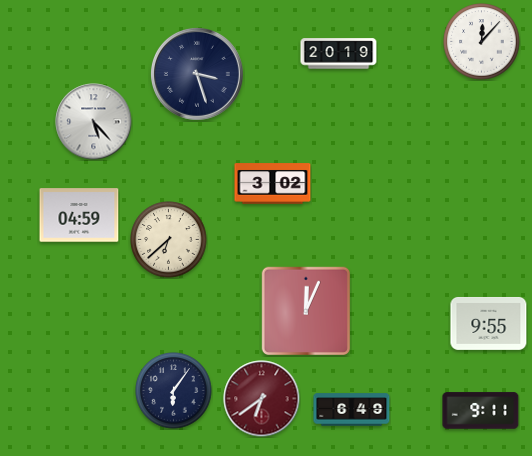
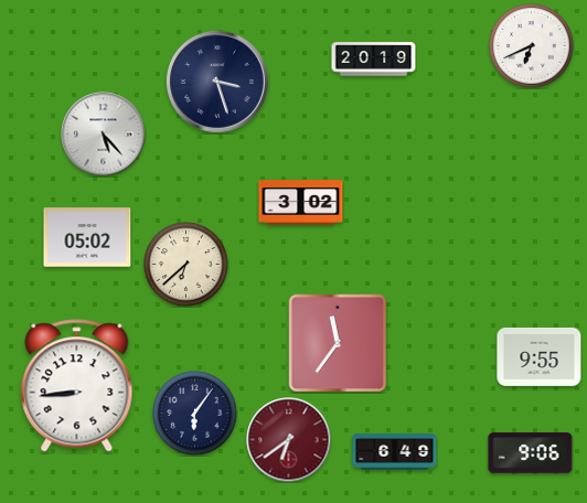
clock at (482, 42): 12:07 -> 6:41
clock at (79, 215): 04:59 -> 05:02
clock at (305, 310): 12:04 -> 11:36
clock at (77, 386): none -> 8:44
clock at (174, 391) position: (174, 391) -> (195, 414)
clock at (352, 410) position: (352, 410) -> (395, 452)
clock at (481, 411): 9:11 -> 9:06
